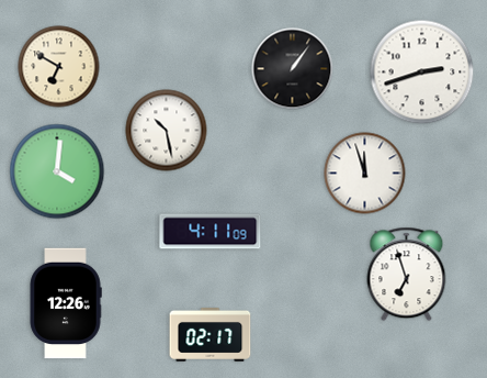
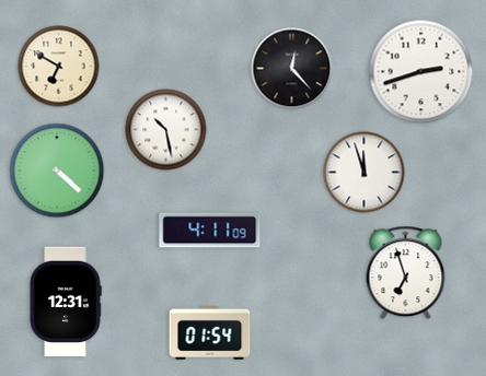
clock at (293, 69): 1:06 -> 12:23
clock at (57, 171): 4:01 -> 4:22
clock at (66, 303): 12:26 -> 12:31
clock at (211, 334): 02:17 -> 01:54
